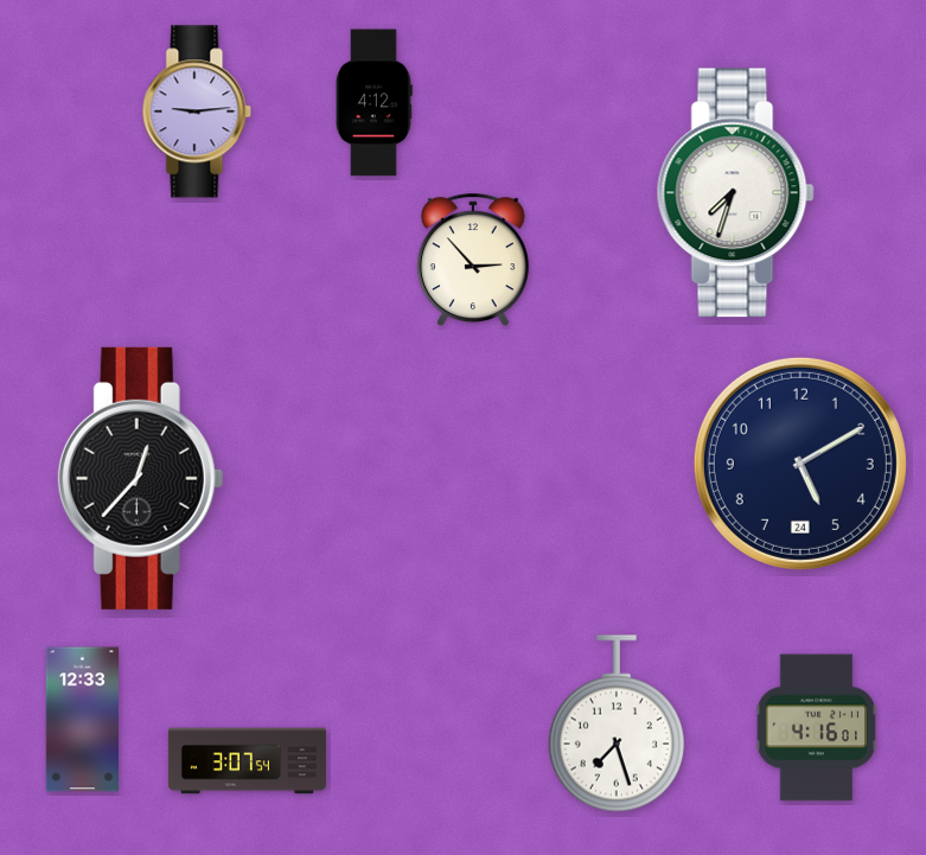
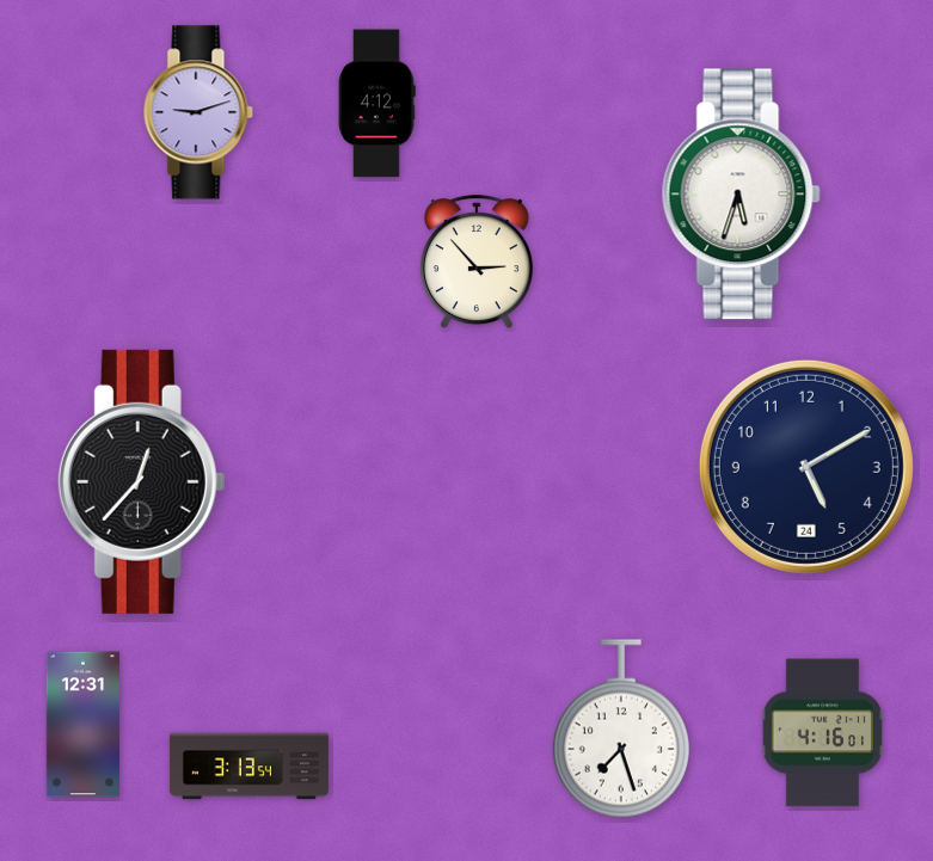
clock at (197, 111): 9:14 -> 9:12
clock at (735, 193): 7:33 -> 5:33
clock at (82, 720): 12:33 -> 12:31
clock at (247, 761): 3:07 -> 3:13
